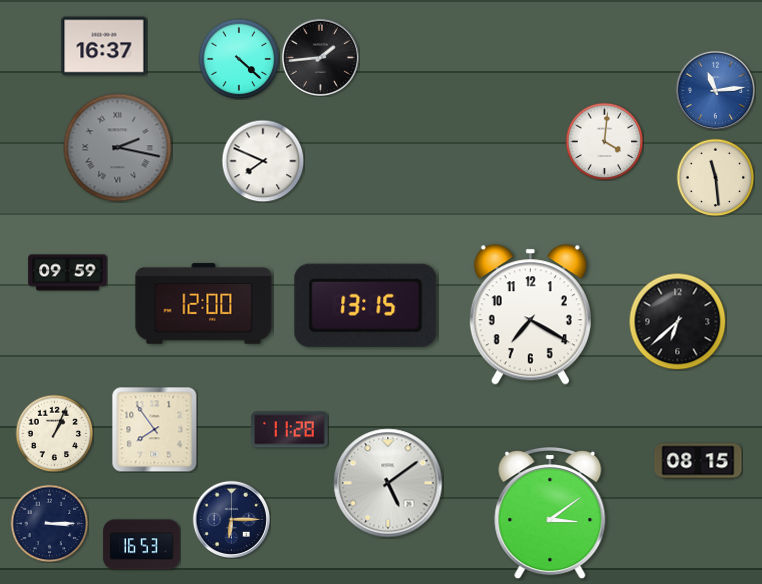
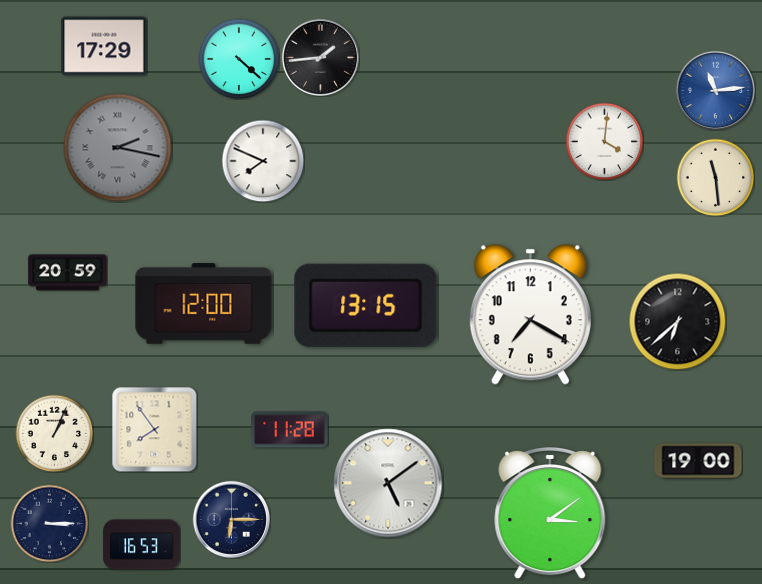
clock at (104, 46): 16:37 -> 17:29
clock at (68, 273): 09:59 -> 20:59
clock at (698, 461): 08:15 -> 19:00
